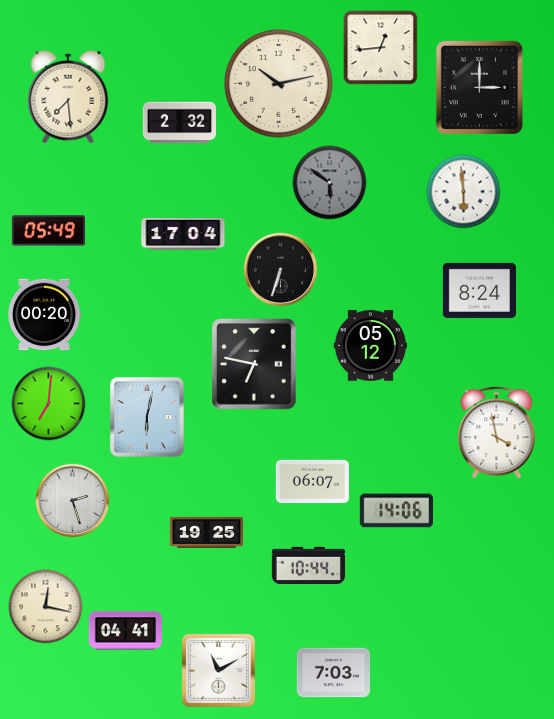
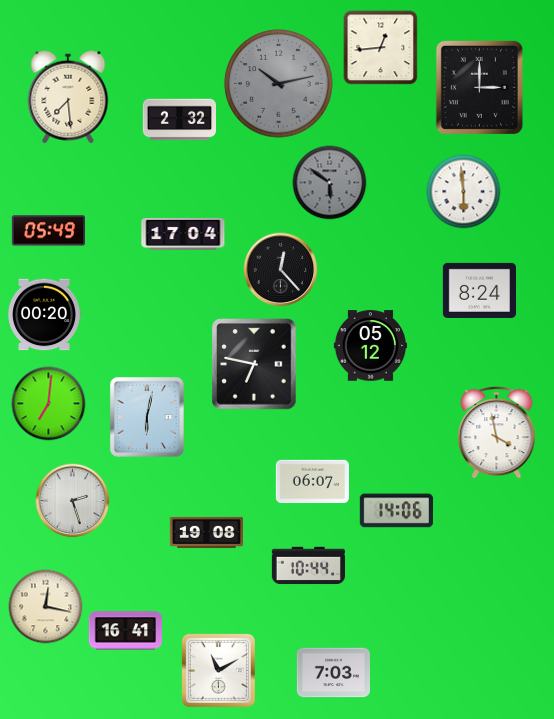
clock at (279, 84) dial: cream -> grey
clock at (180, 123) position: (180, 123) -> (180, 120)
clock at (281, 270): 6:33 -> 12:23
clock at (206, 532): 19:25 -> 19:08
clock at (125, 631): 04:41 -> 16:41
